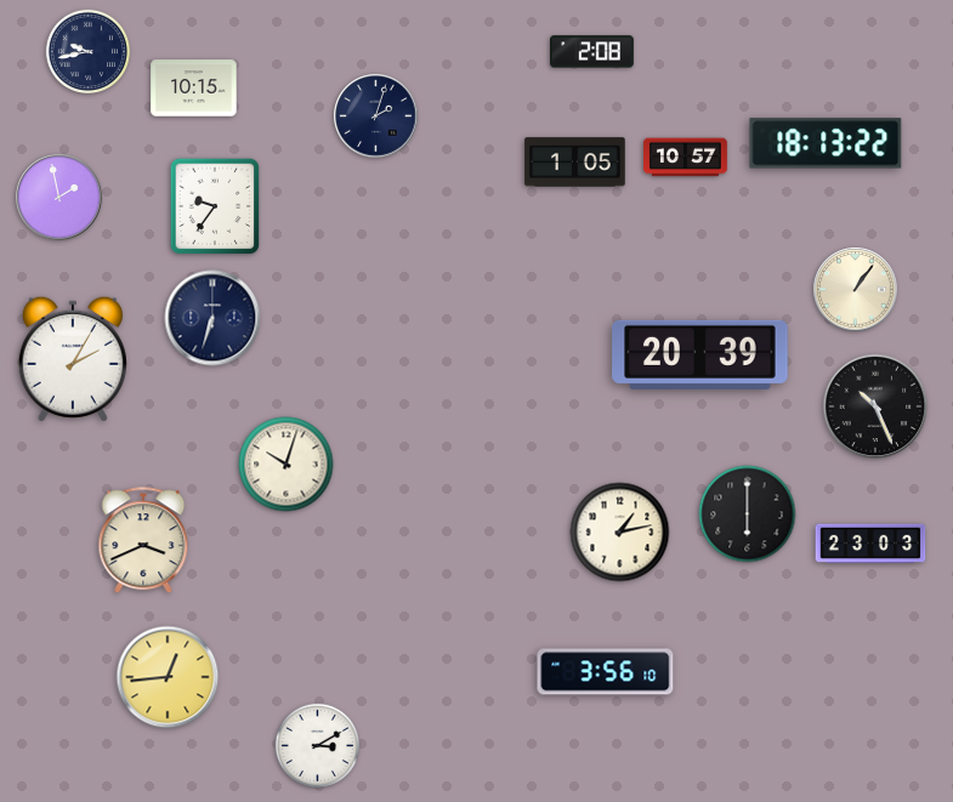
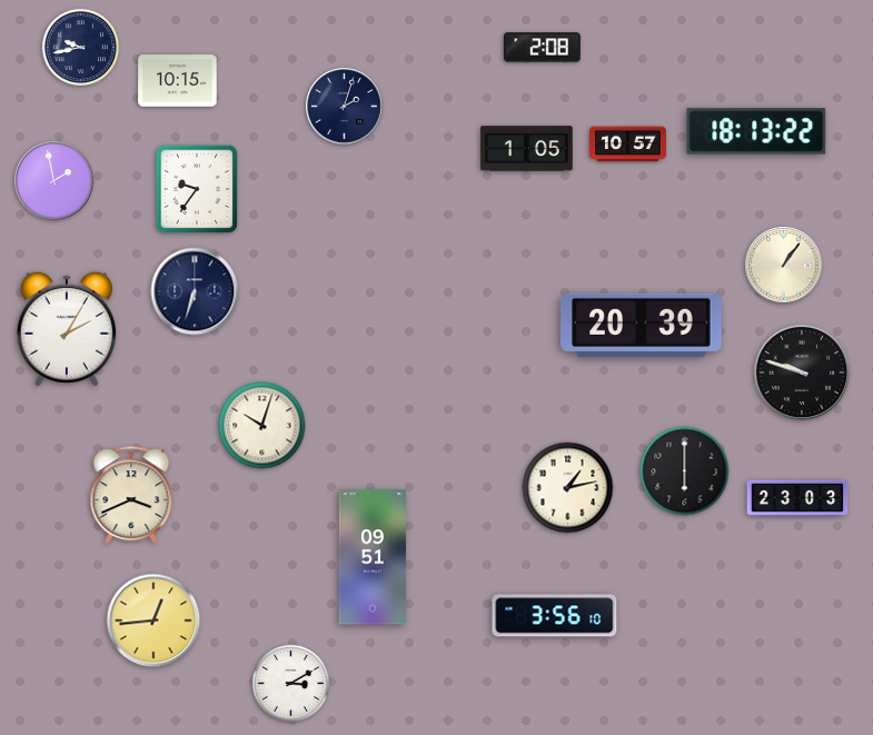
clock at (875, 406): 10:26 -> 9:48
clock at (373, 557): none -> 09:51
